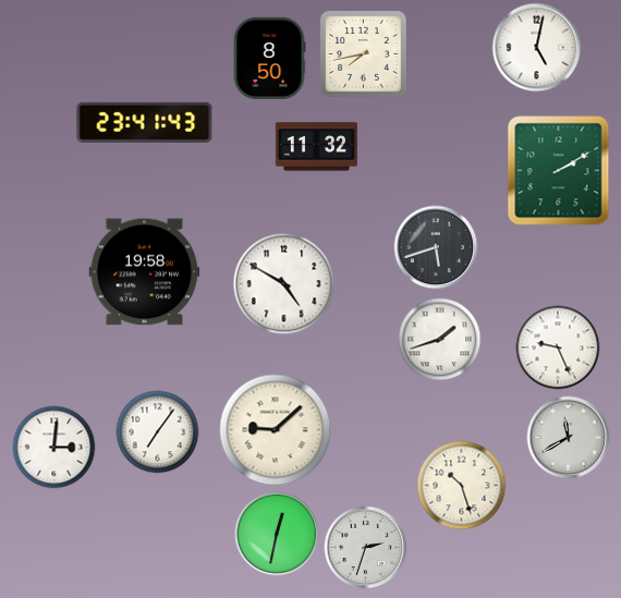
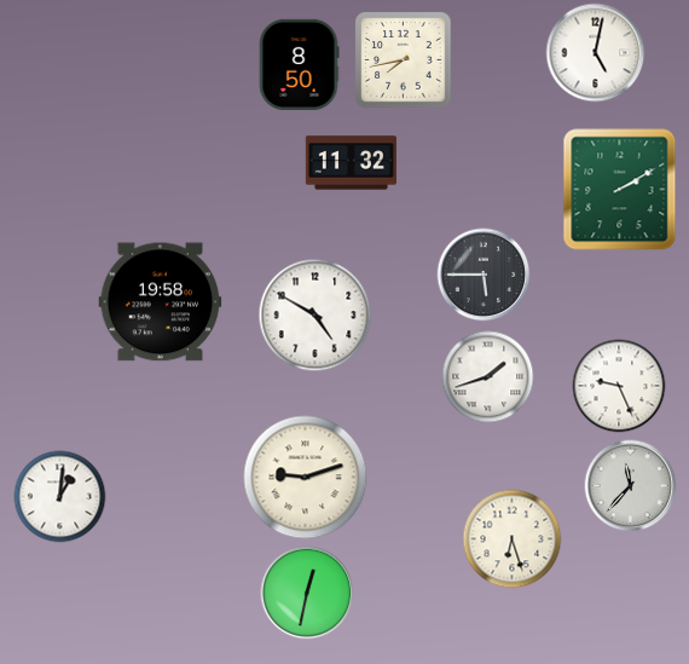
clock at (145, 122): 23:41 -> none
clock at (436, 247): 5:42 -> 5:45
clock at (276, 430): 9:08 -> 9:12
clock at (158, 432): 7:06 -> none
clock at (569, 438): 11:40 -> 11:37
clock at (54, 448): 3:01 -> 1:01
clock at (462, 486): 10:27 -> 6:27
clock at (366, 548): 2:33 -> none
